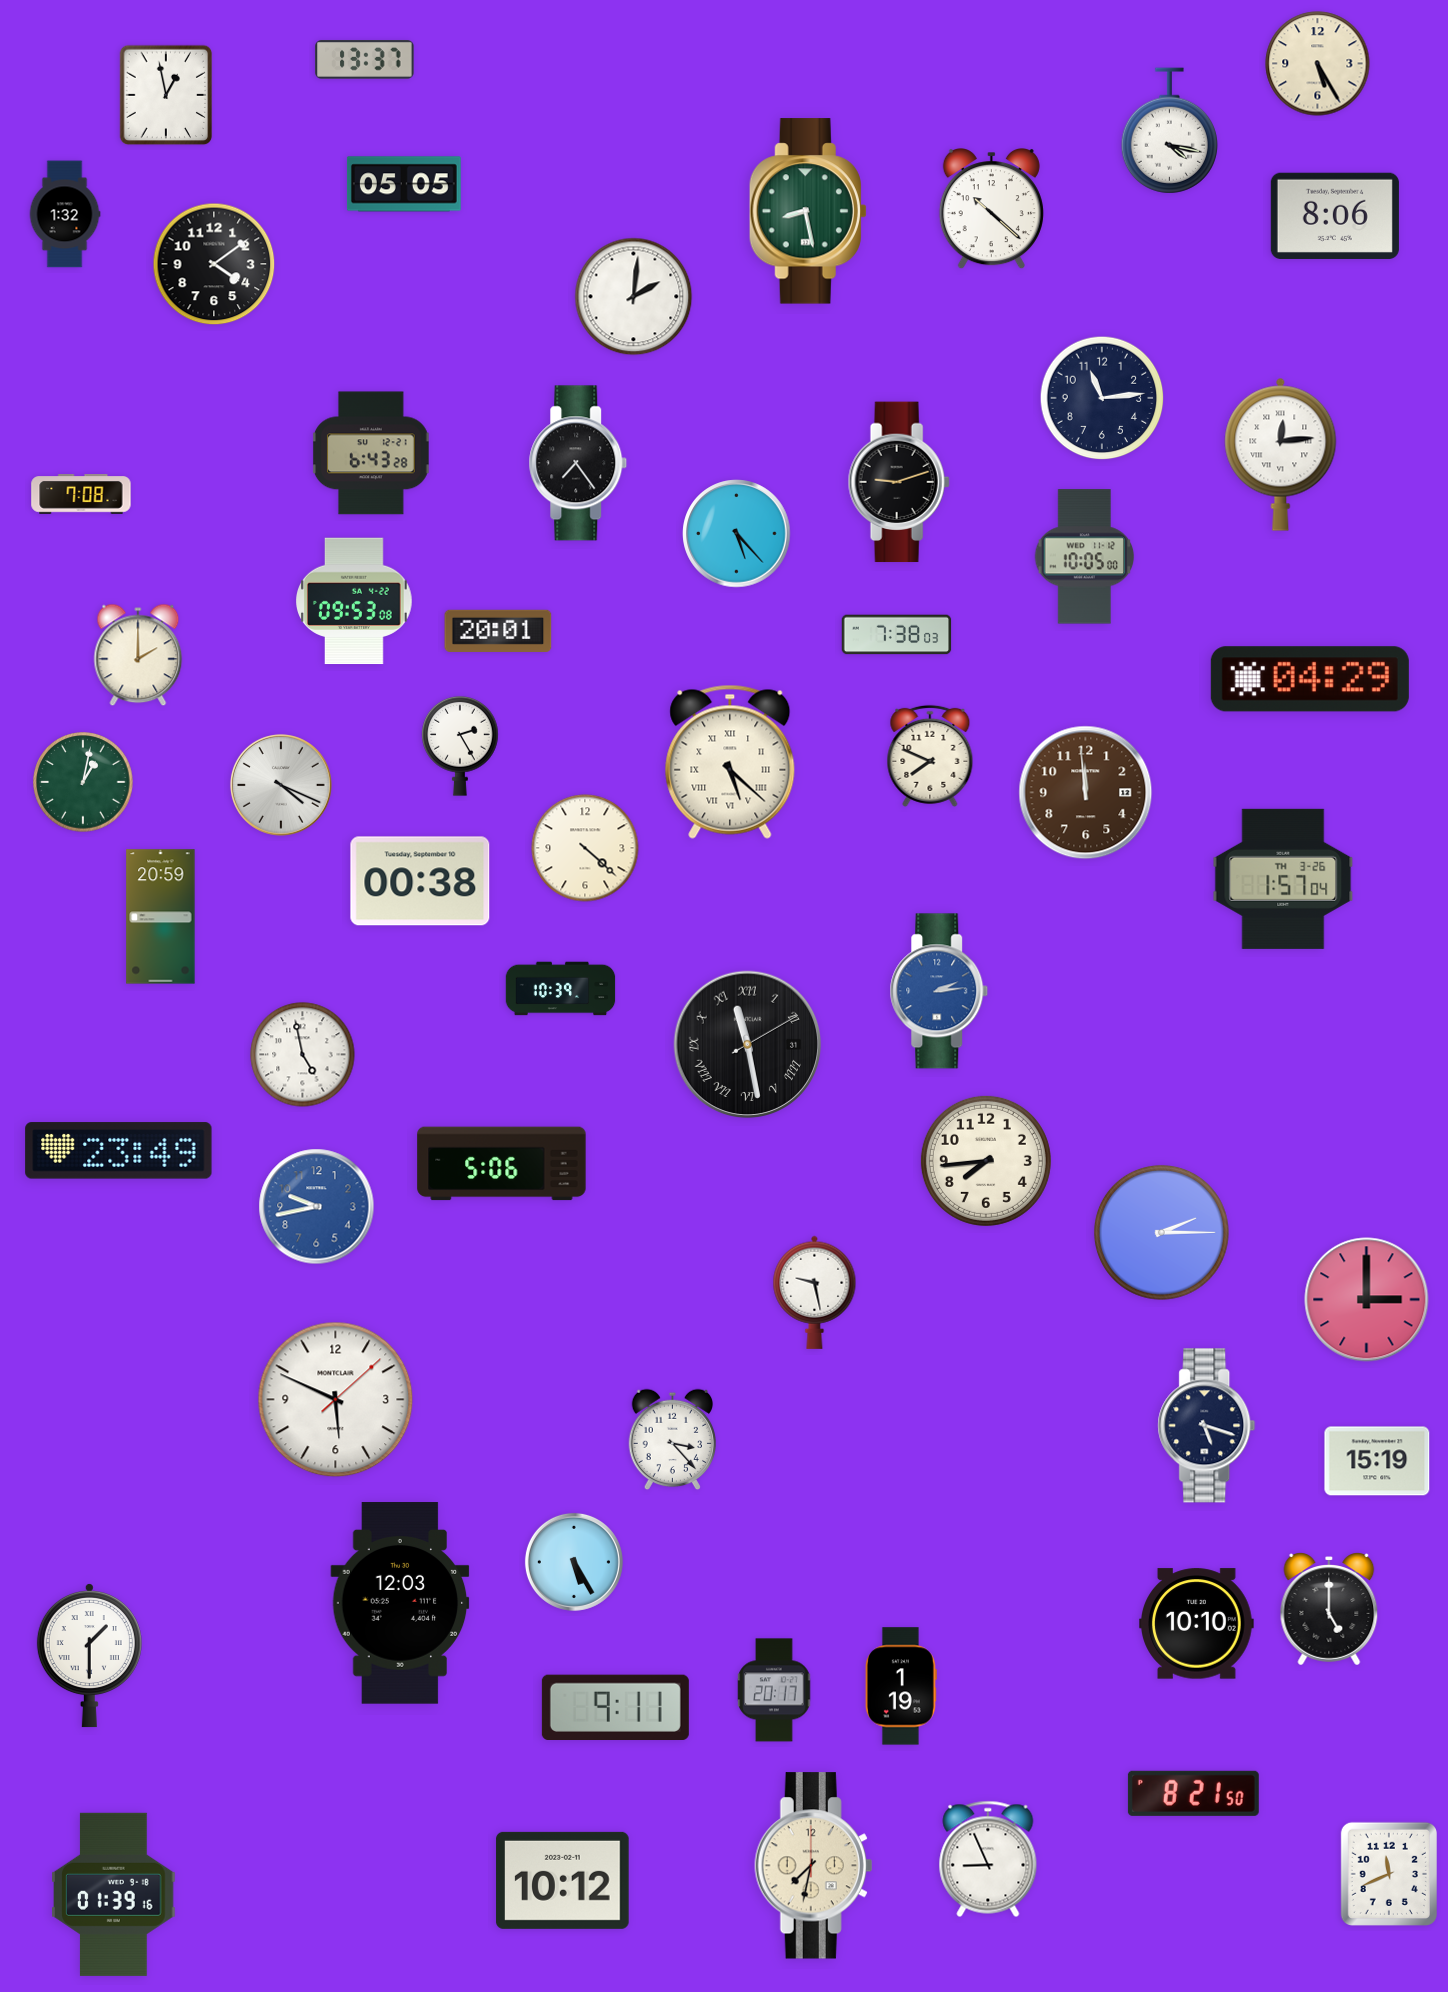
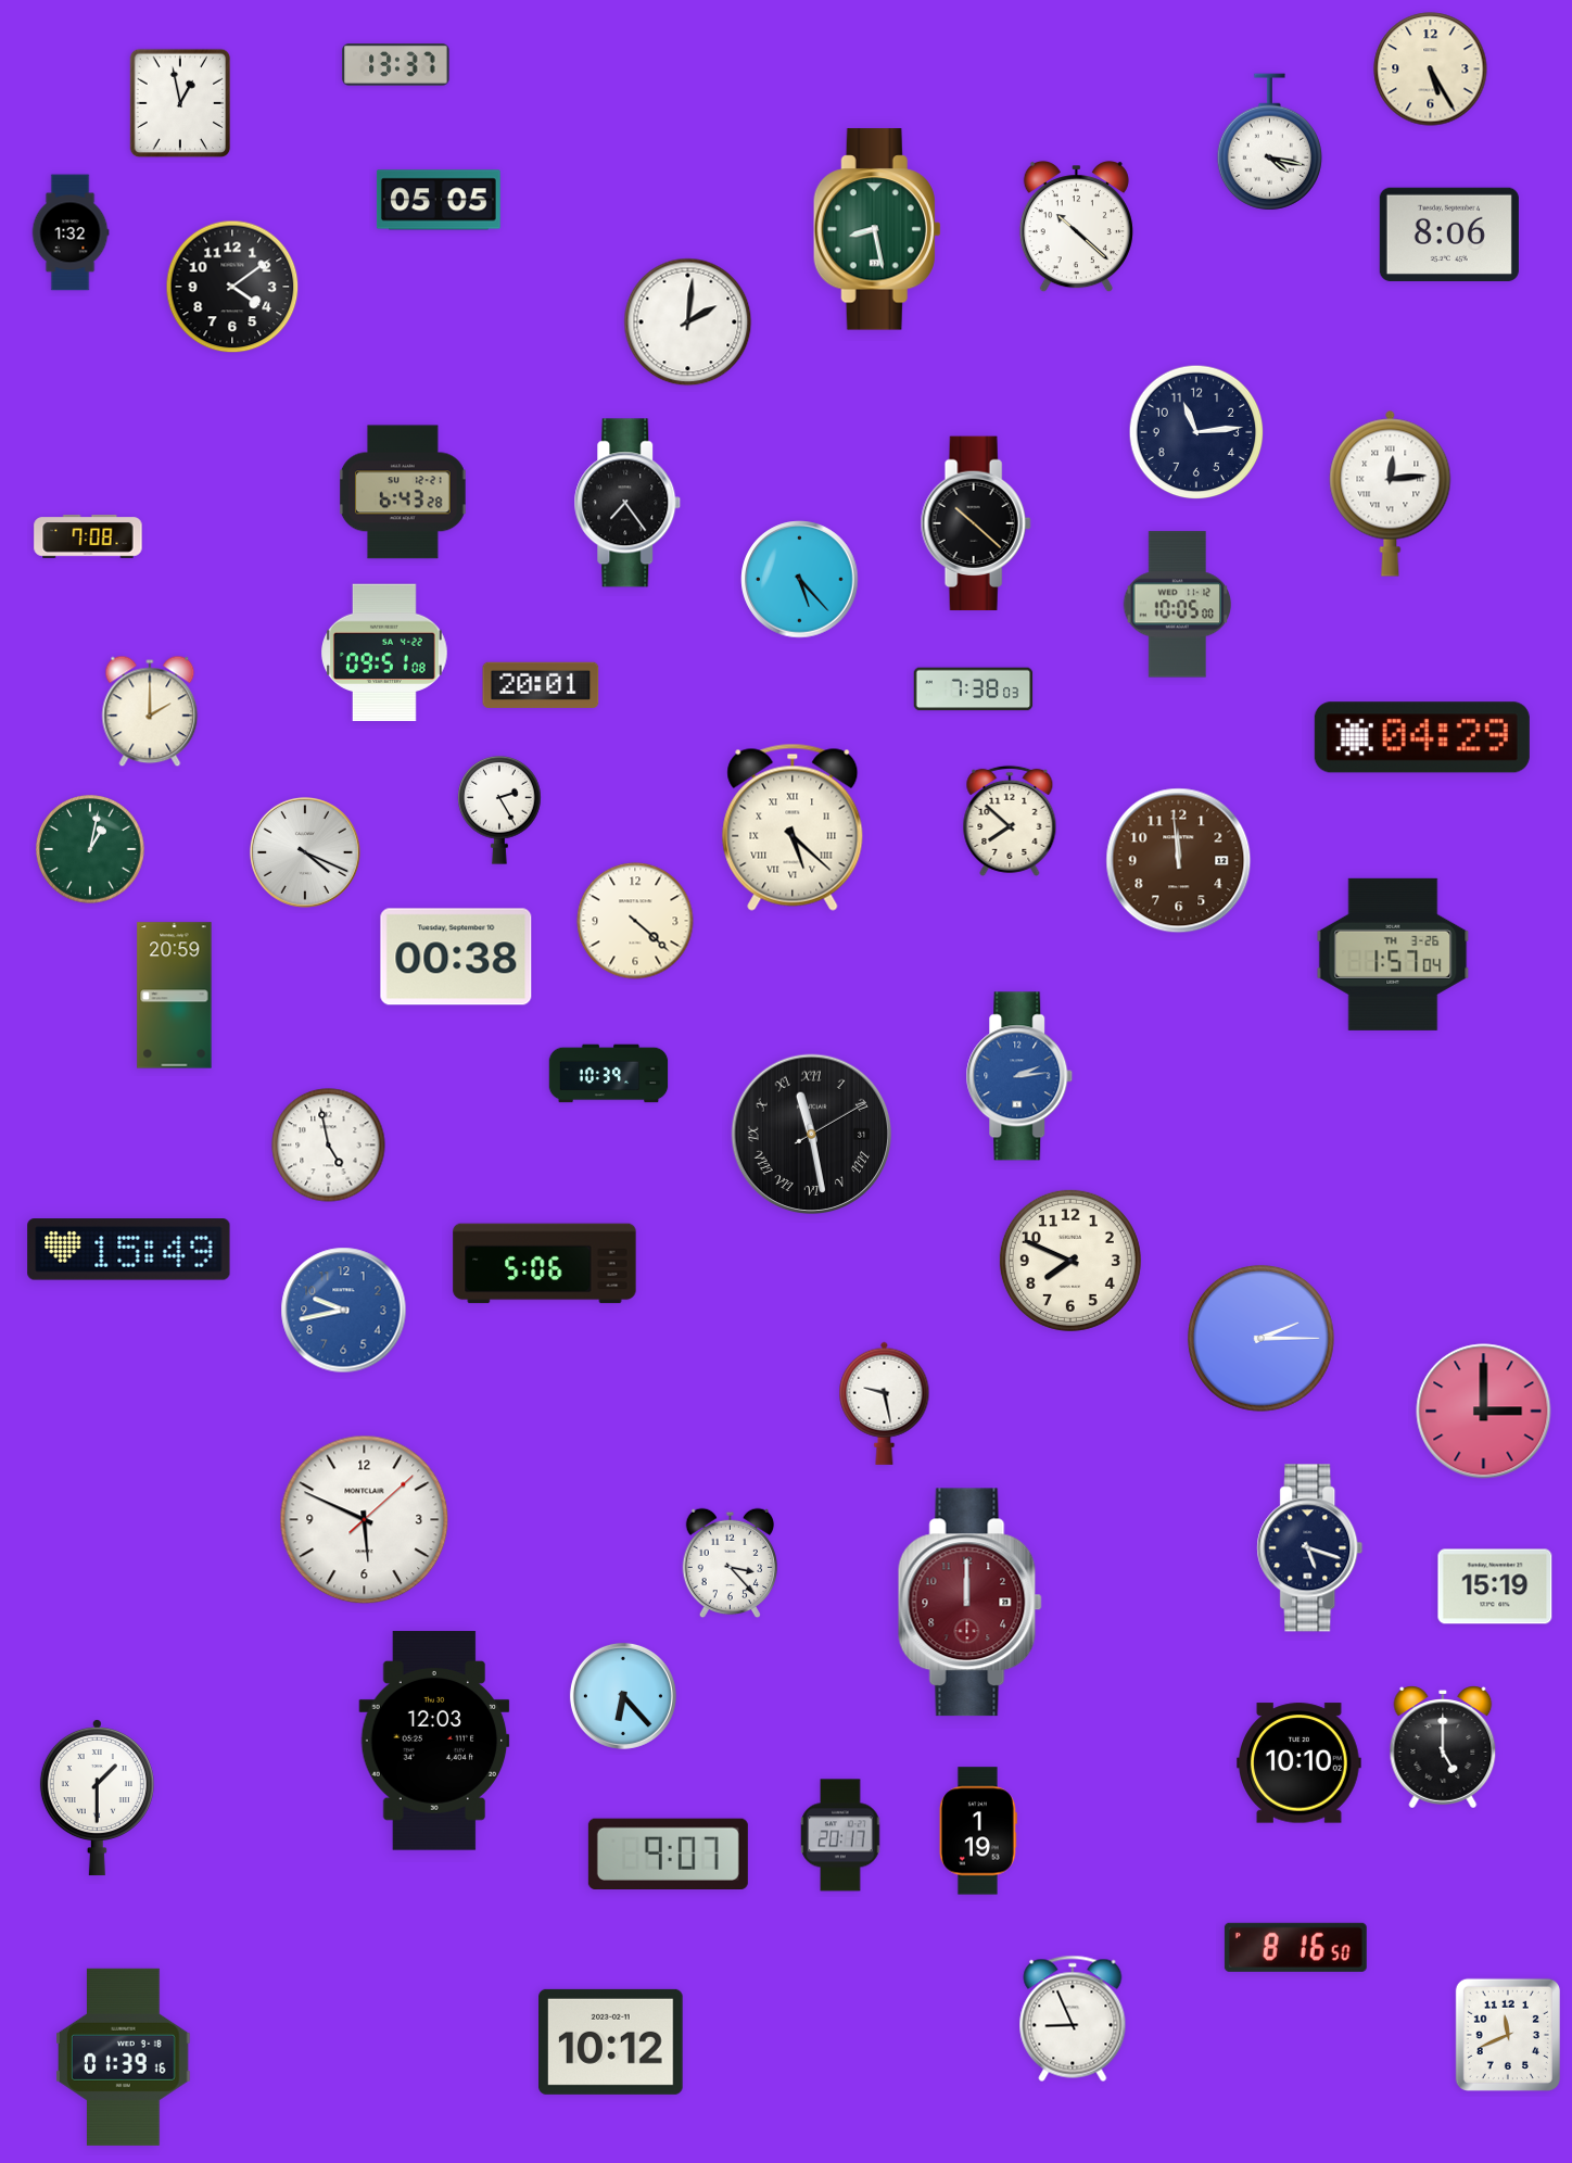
clock at (899, 482): 9:12 -> 10:22
clock at (355, 601): 09:53 -> 09:51
clock at (930, 756): 7:49 -> 7:52
clock at (119, 1151): 23:49 -> 15:49
clock at (986, 1161): 7:44 -> 7:49
clock at (969, 1603): none -> 12:00
clock at (574, 1562): 5:25 -> 6:23
clock at (615, 1707): 9:11 -> 9:07
clock at (1193, 1793): 8:21 -> 8:16
clock at (814, 1866): 7:32 -> none
